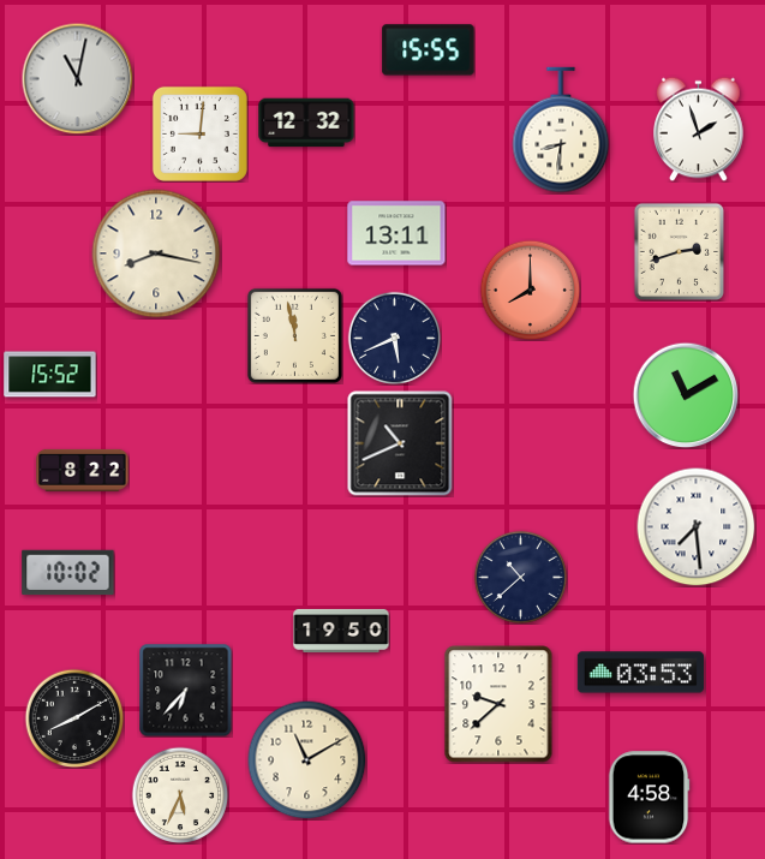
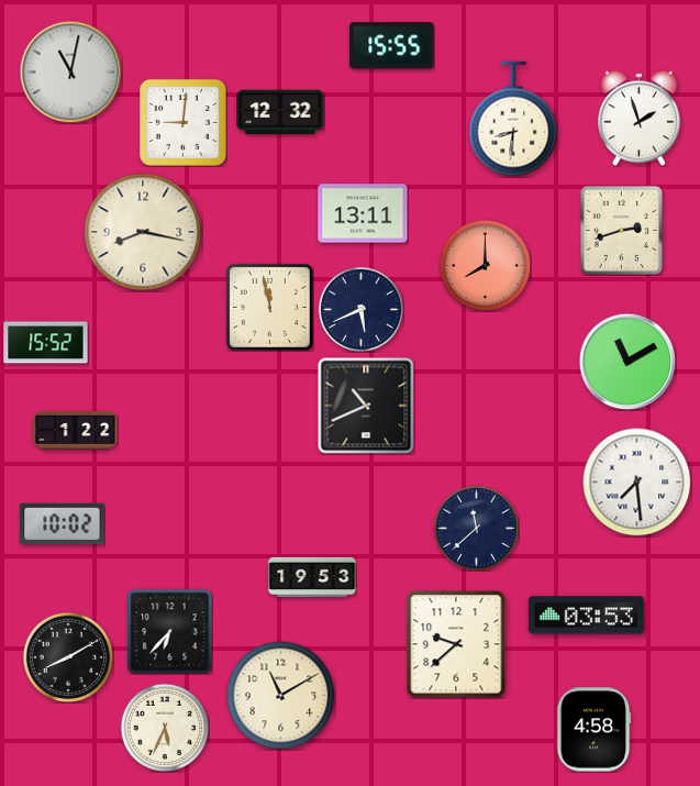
clock at (83, 470): 8:22 -> 1:22
clock at (520, 577): 10:38 -> 11:38
clock at (341, 631): 19:50 -> 19:53
